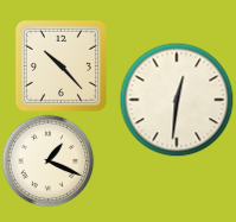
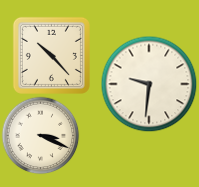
clock at (177, 100): 12:31 -> 9:31
clock at (47, 160): 1:19 -> 3:19
